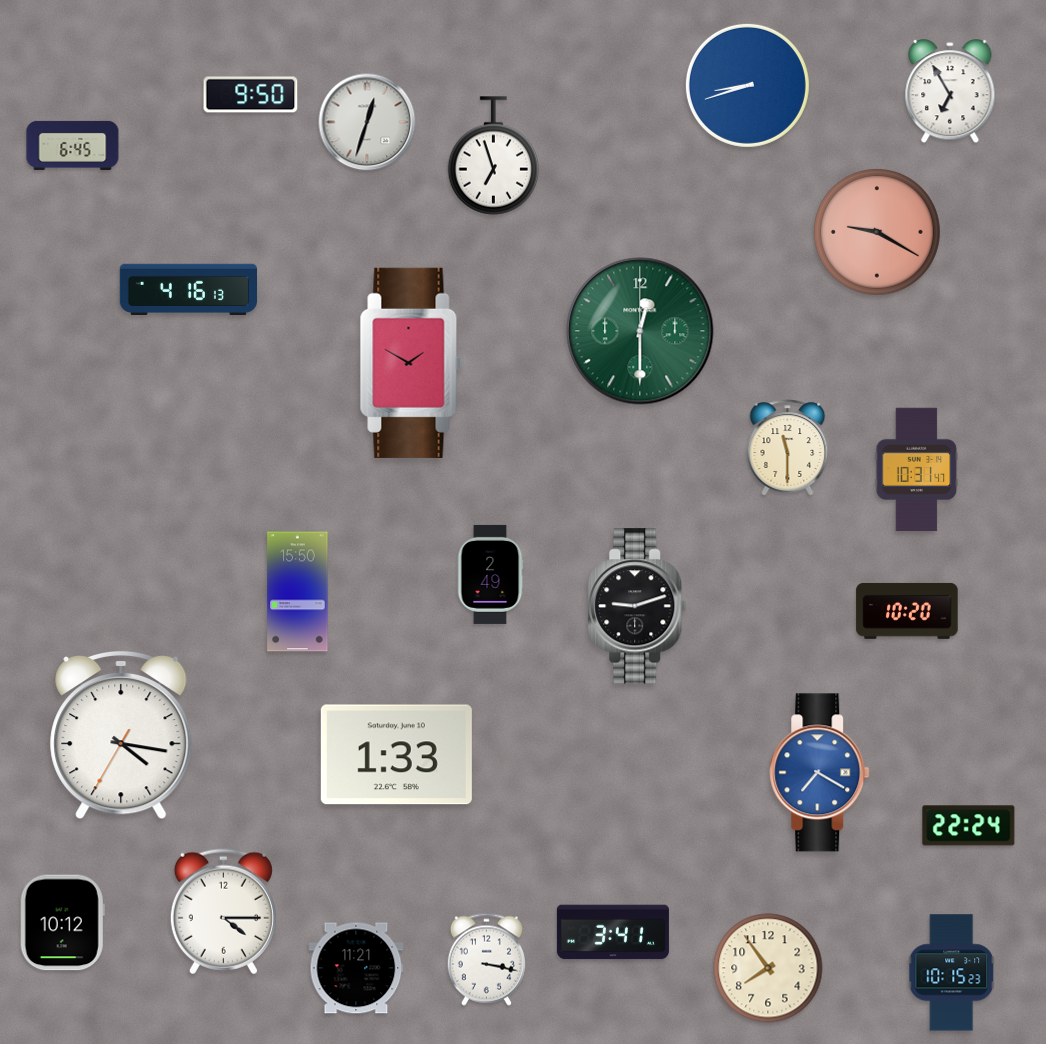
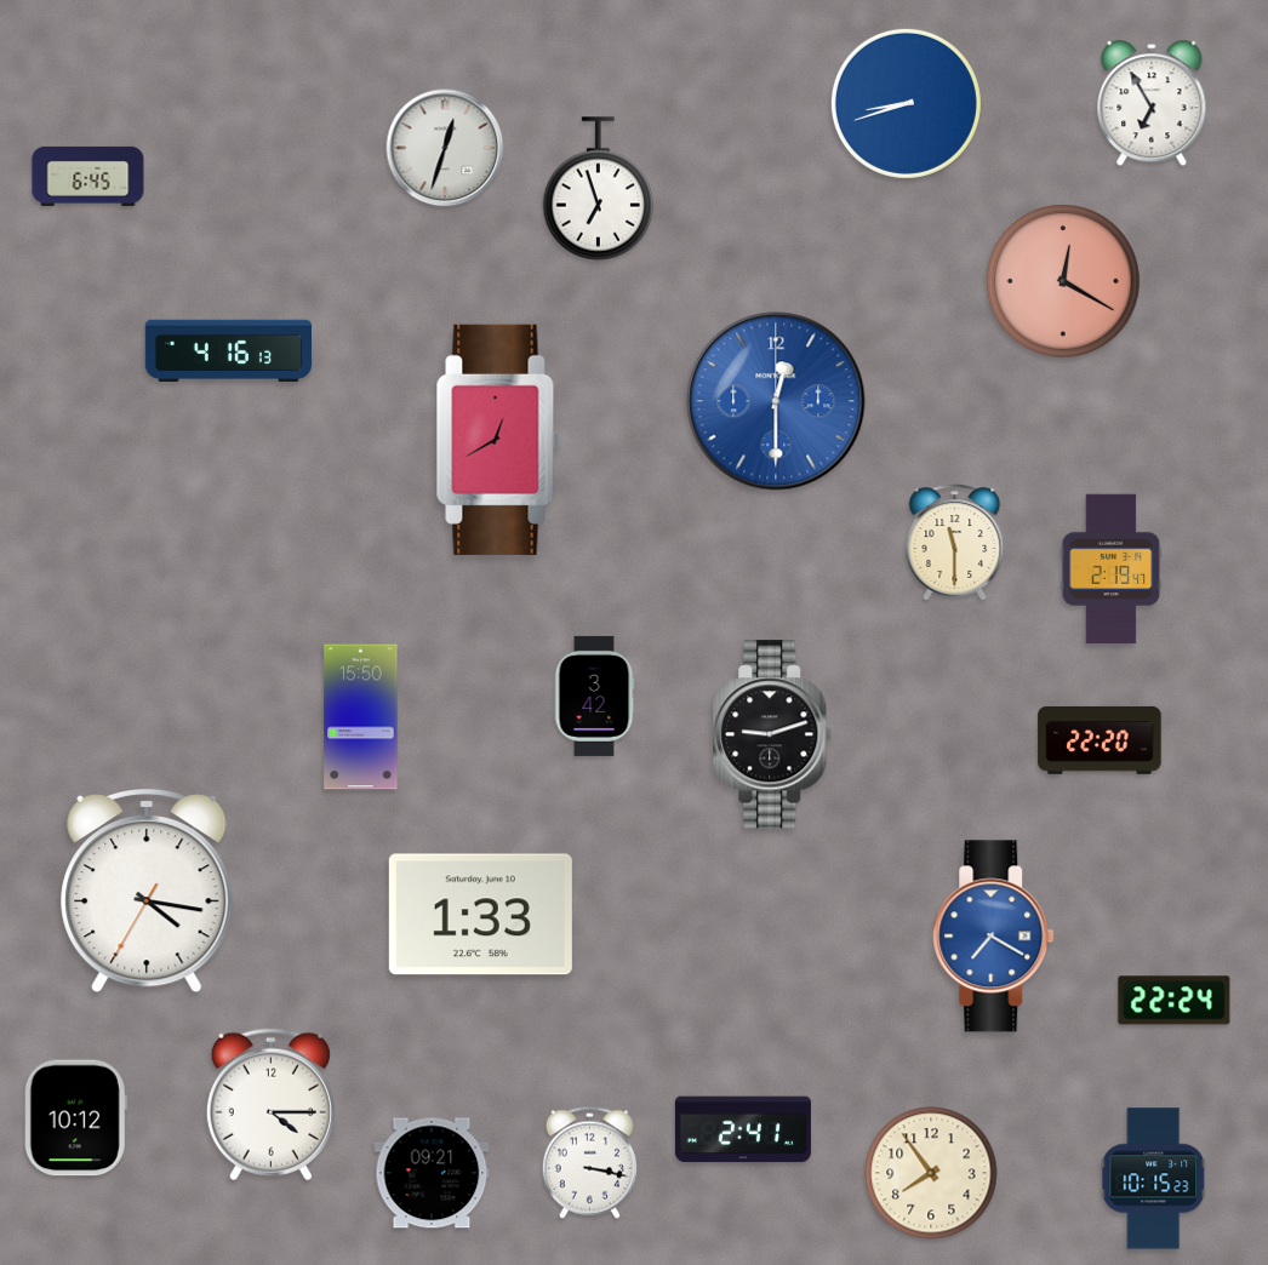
clock at (950, 92) position: (950, 92) -> (1152, 104)
clock at (251, 95): 9:50 -> none
clock at (878, 233): 9:20 -> 12:20
clock at (640, 331) dial: green -> blue
clock at (411, 363): 1:50 -> 12:40
clock at (917, 470): 10:31 -> 2:19
clock at (490, 574): 2:49 -> 3:42
clock at (907, 611): 10:20 -> 22:20
clock at (613, 932): 3:41 -> 2:41
clock at (356, 968): 11:21 -> 09:21
